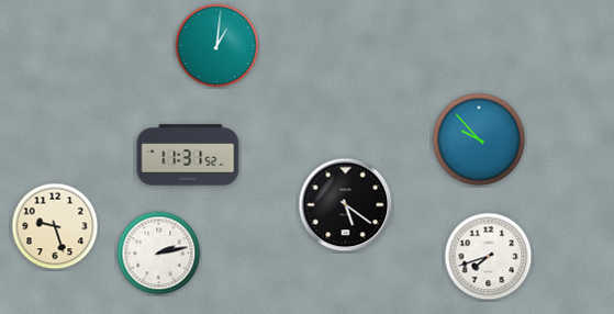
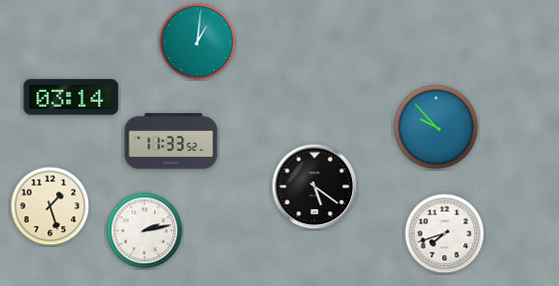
clock at (71, 97): none -> 03:14
clock at (188, 155): 11:31 -> 11:33
clock at (55, 226): 9:27 -> 1:27
